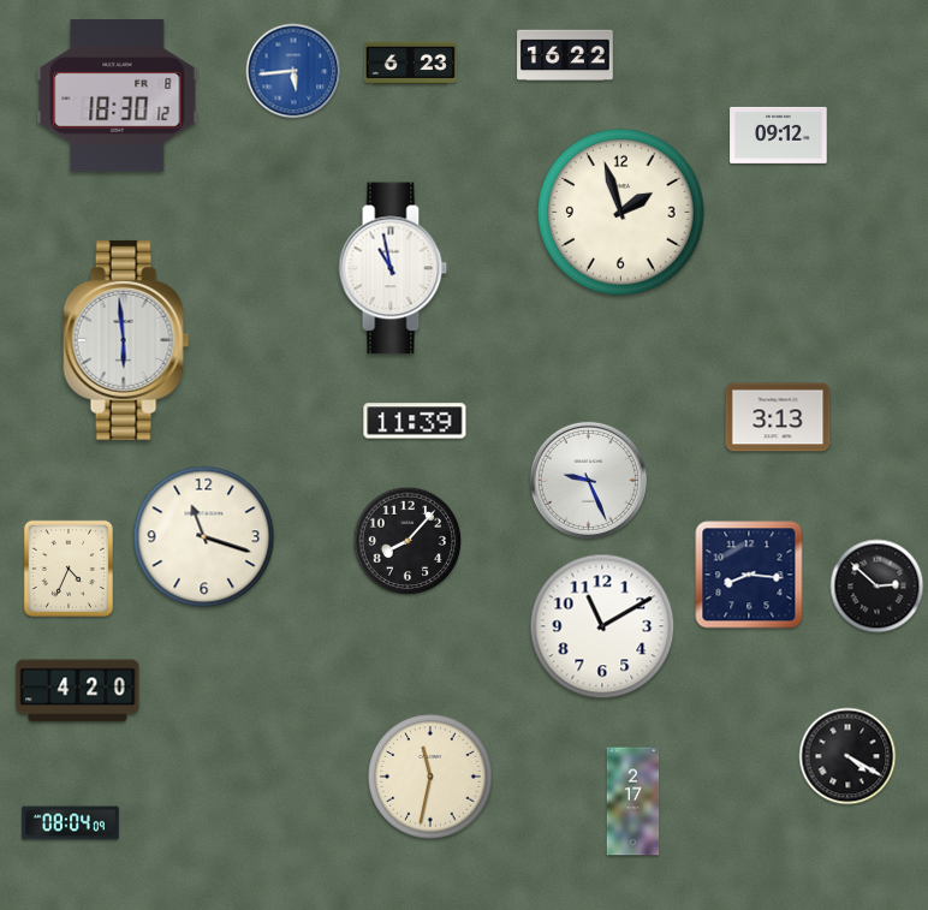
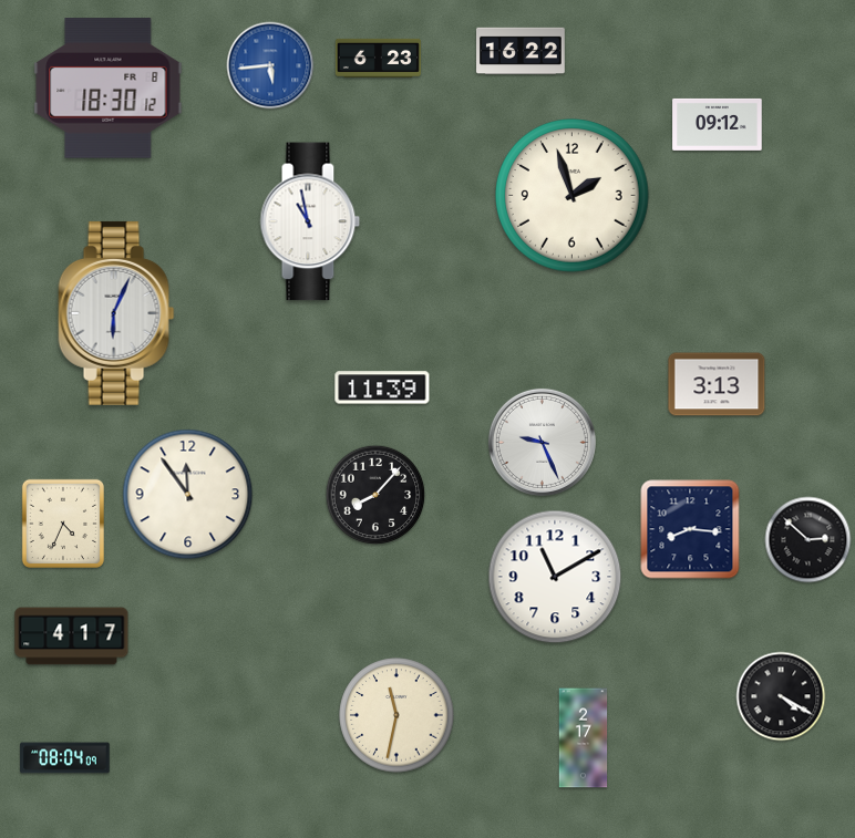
clock at (393, 268) position: (393, 268) -> (310, 221)
clock at (126, 340): 5:59 -> 6:04
clock at (204, 537): 11:18 -> 11:54
clock at (408, 541) position: (408, 541) -> (375, 495)
clock at (78, 691): 4:20 -> 4:17
